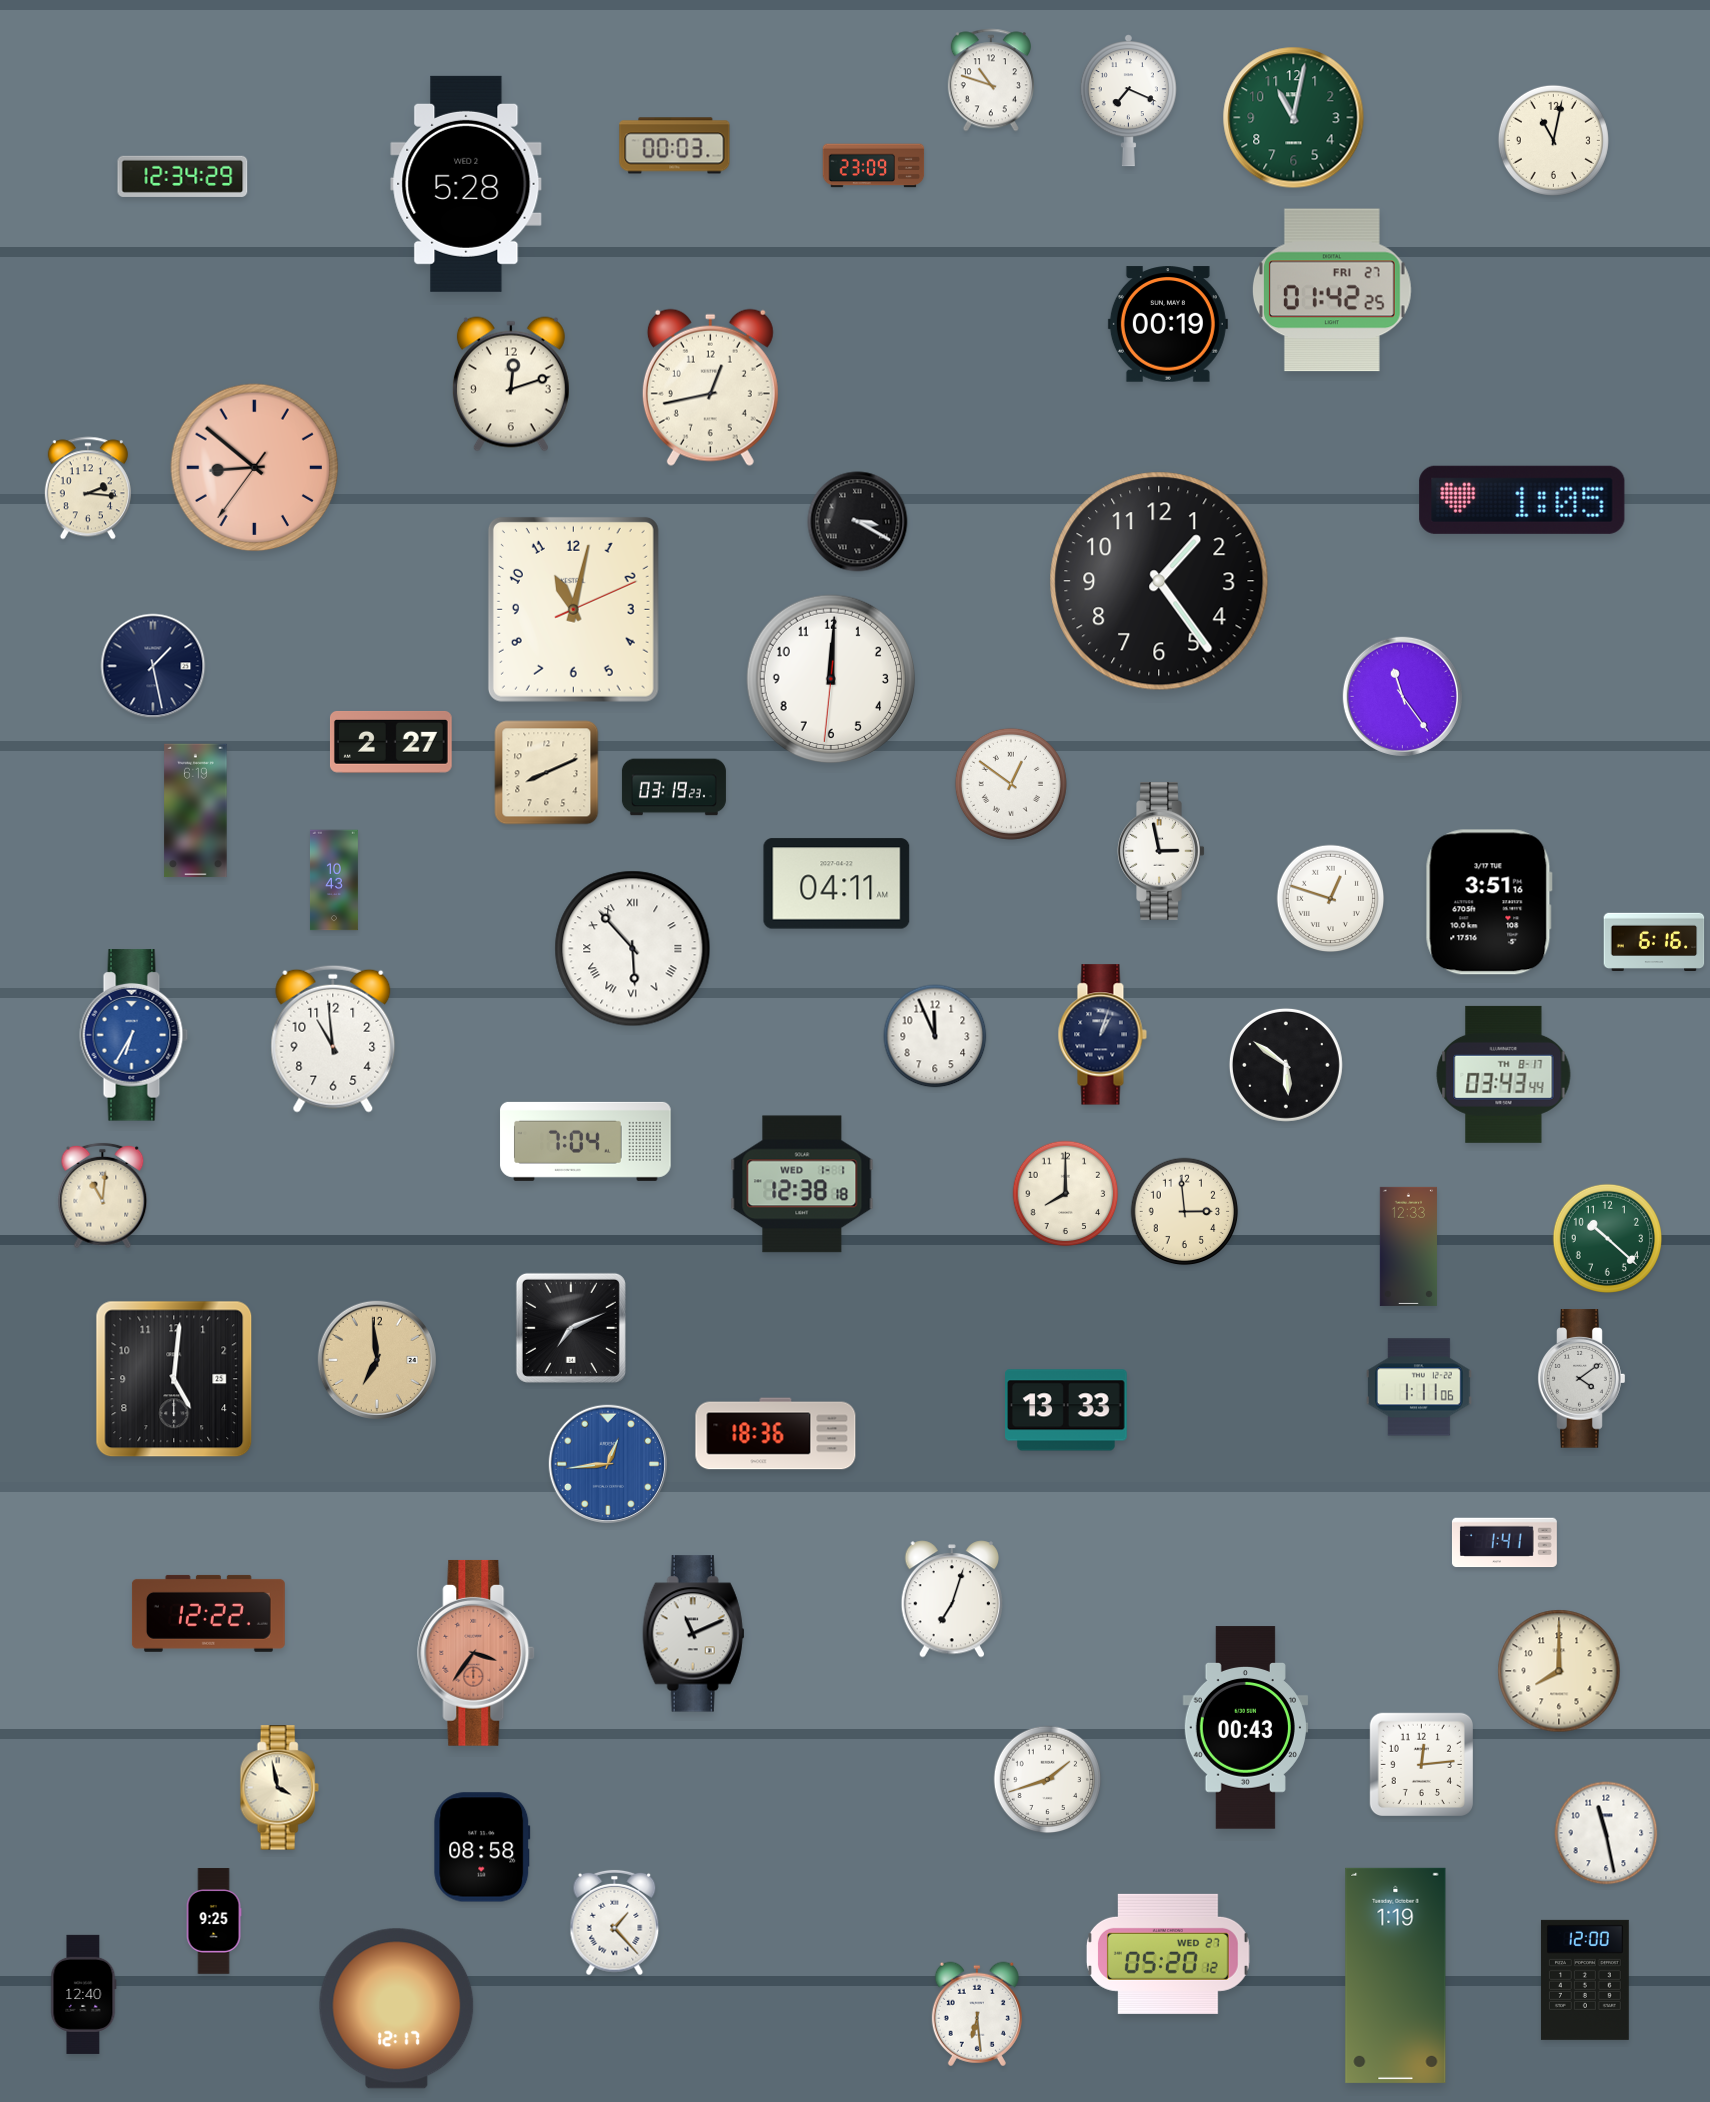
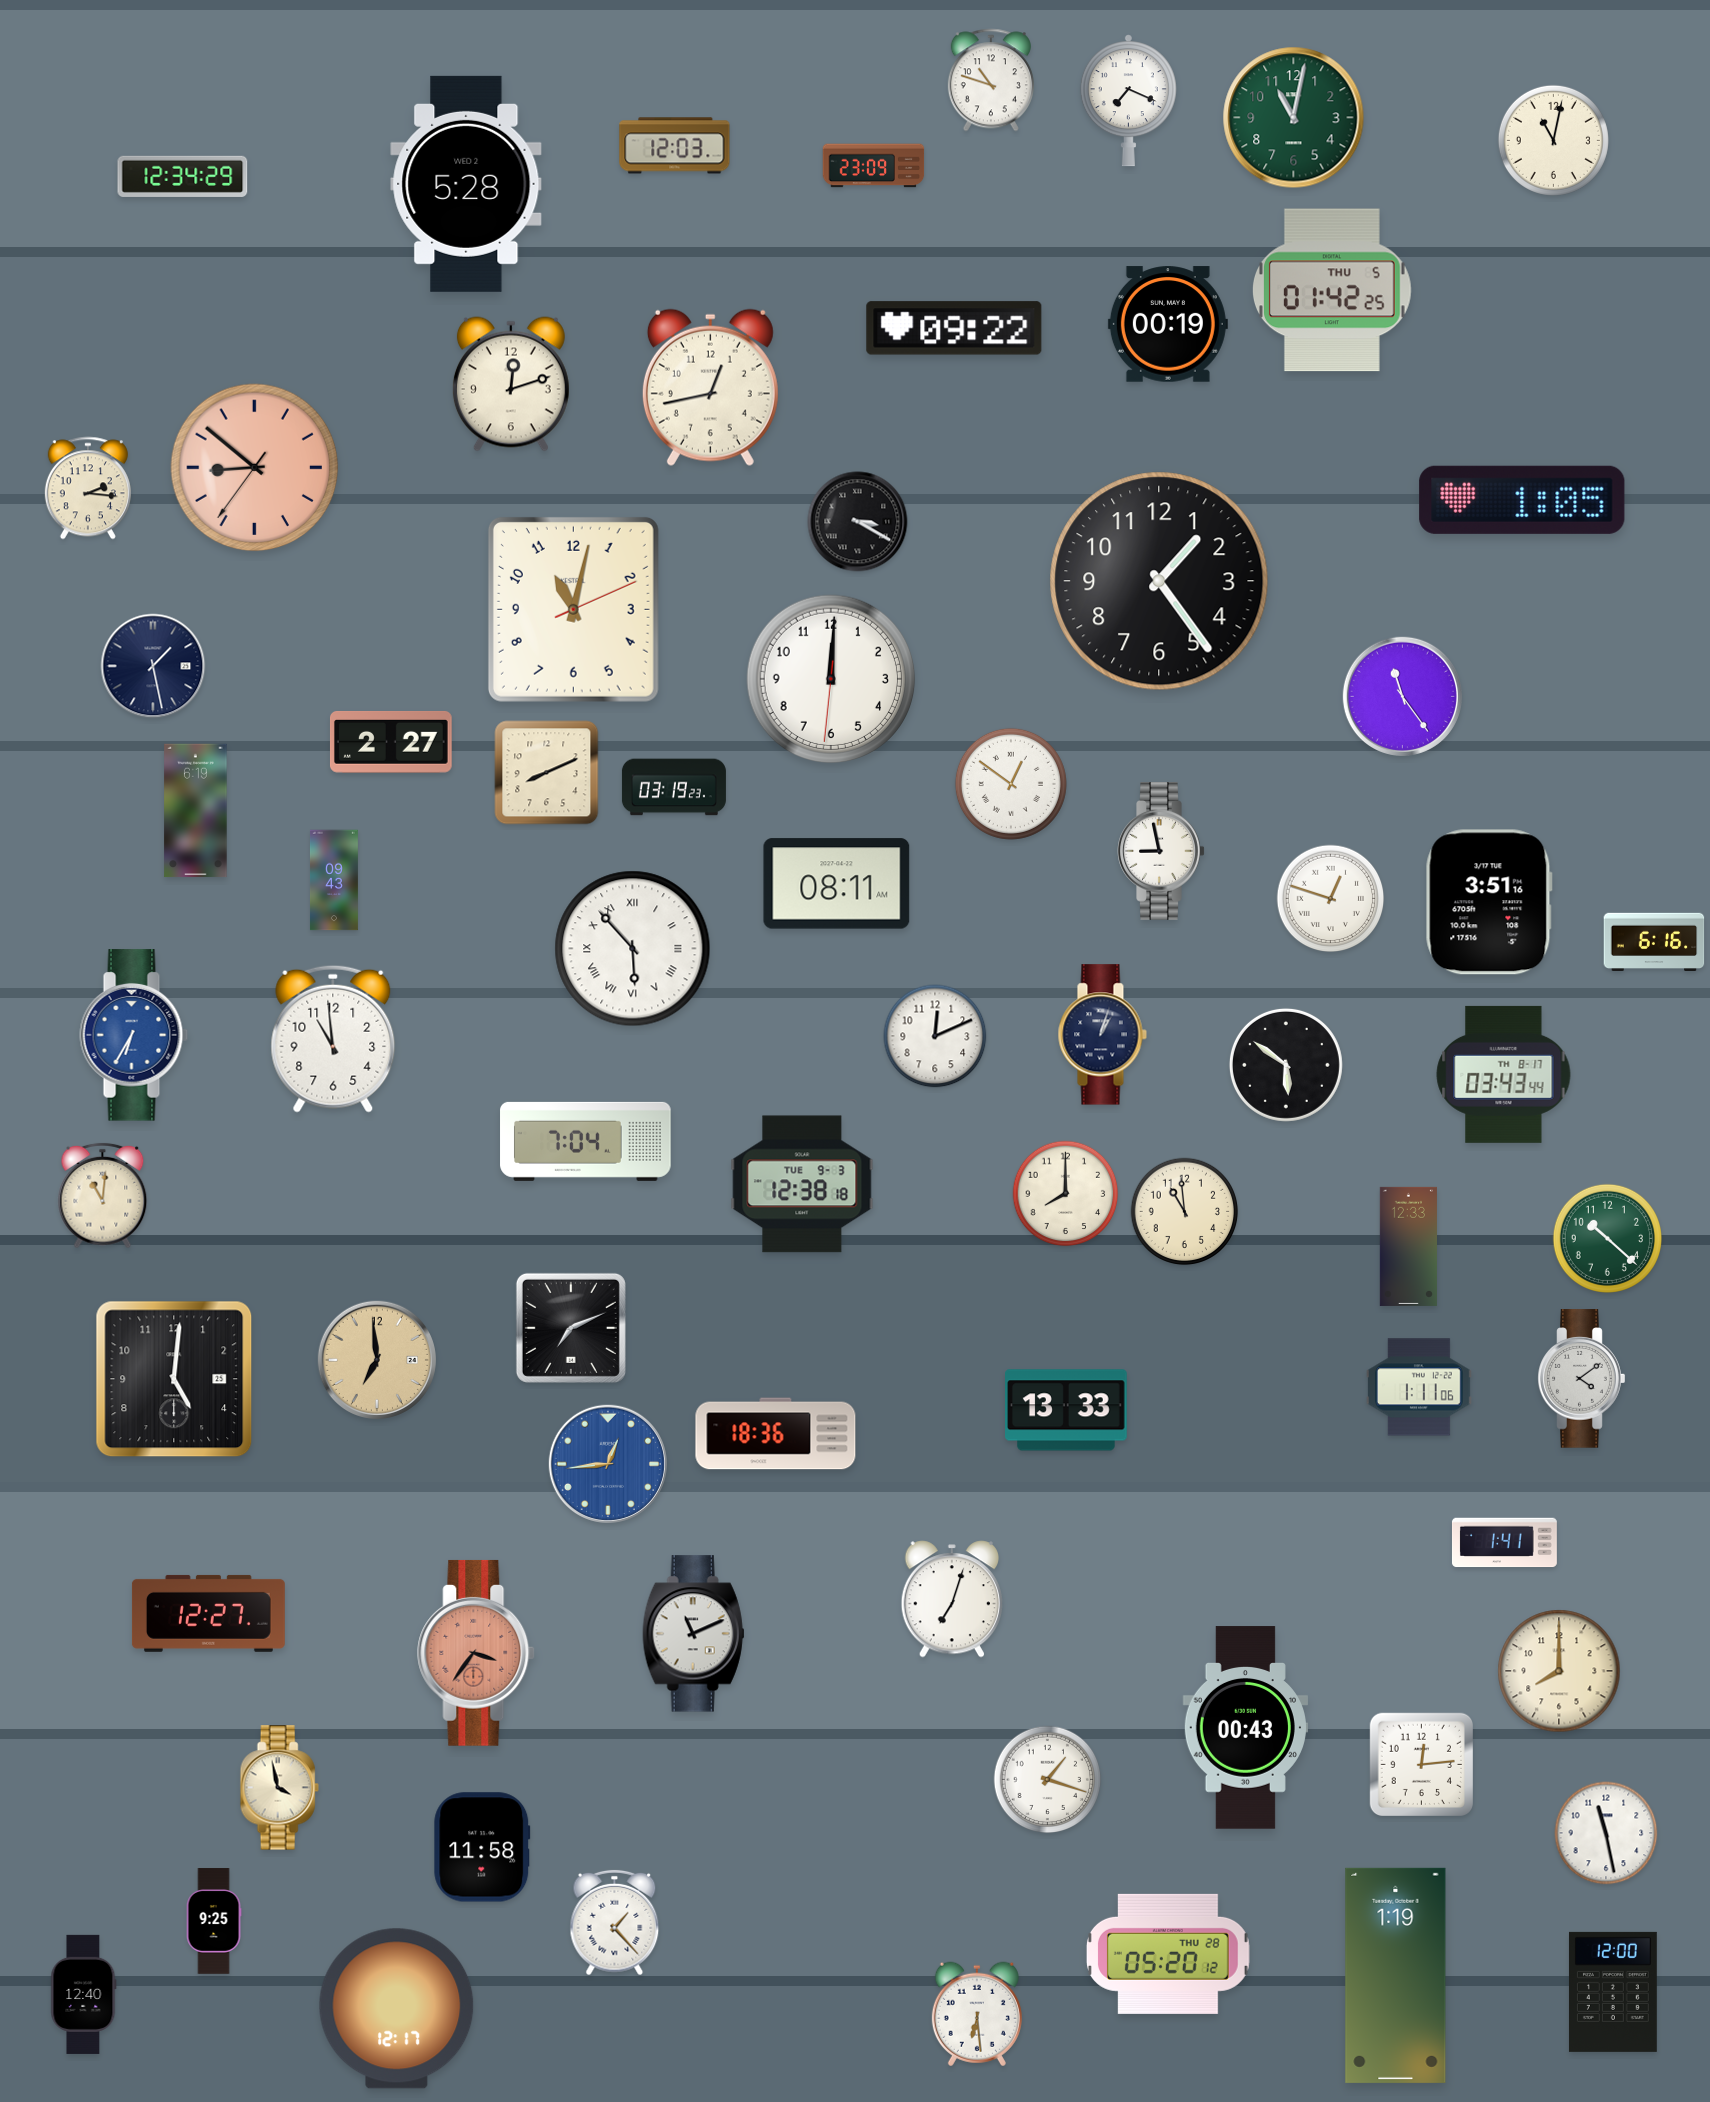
clock at (675, 146): 00:03 -> 12:03
clock at (1332, 290) date: FRI 27 -> THU 5
clock at (954, 328): none -> 09:22
clock at (1161, 852): 2:58 -> 8:58
clock at (334, 880): 10:43 -> 09:43
clock at (837, 884): 04:11 -> 08:11
clock at (935, 1036): 11:56 -> 12:11
clock at (802, 1184) date: WED 1-1 -> TUE 9-3
clock at (1185, 1212): 2:59 -> 10:59
clock at (208, 1613): 12:22 -> 12:27
clock at (1048, 1780): 1:42 -> 1:18
clock at (482, 1847): 08:58 -> 11:58
clock at (1168, 1954) date: WED 27 -> THU 28
clock at (1585, 1980) position: (1585, 1980) -> (1613, 1992)
